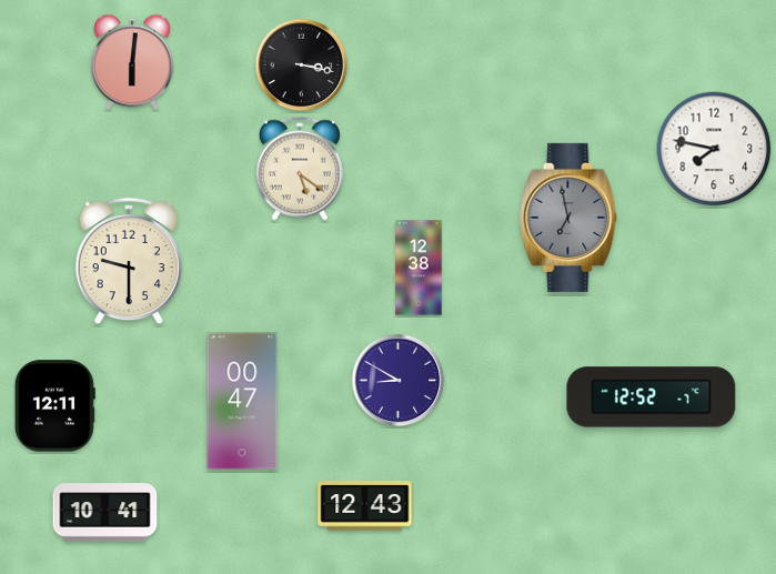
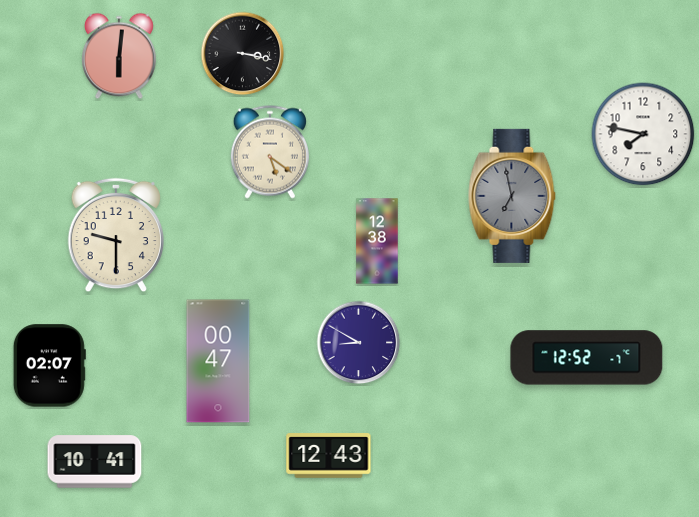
clock at (302, 66) position: (302, 66) -> (243, 54)
clock at (54, 406): 12:11 -> 02:07
